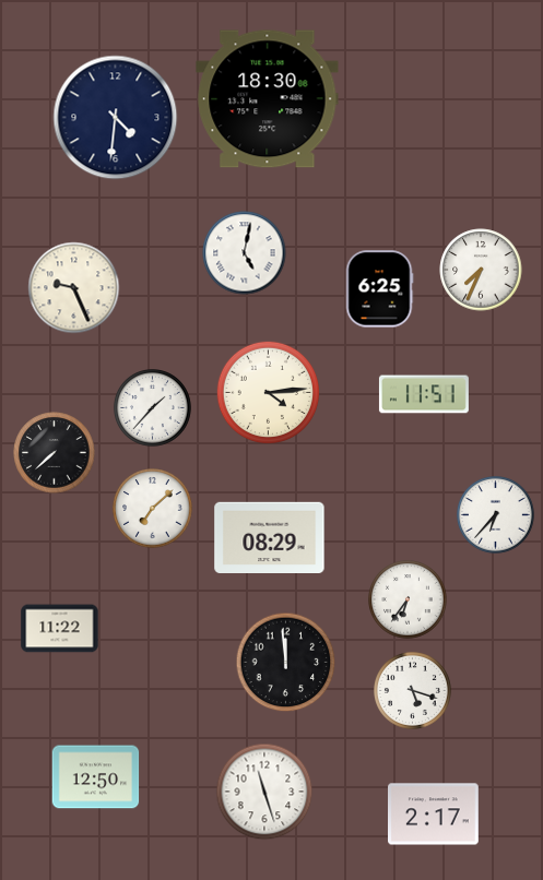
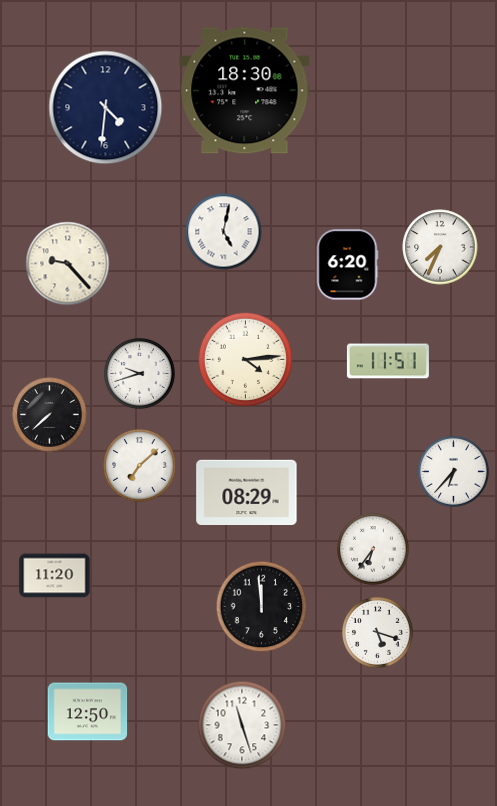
clock at (74, 288): 9:26 -> 9:23
clock at (379, 289): 6:25 -> 6:20
clock at (153, 408): 1:37 -> 9:42
clock at (60, 629): 11:22 -> 11:20
clock at (434, 814): 2:17 -> none
